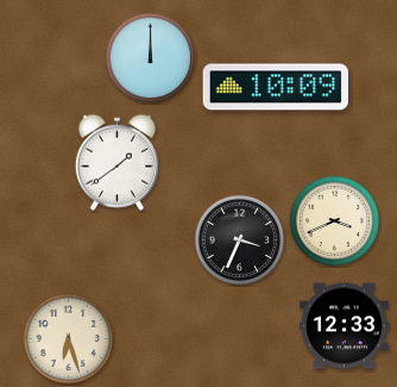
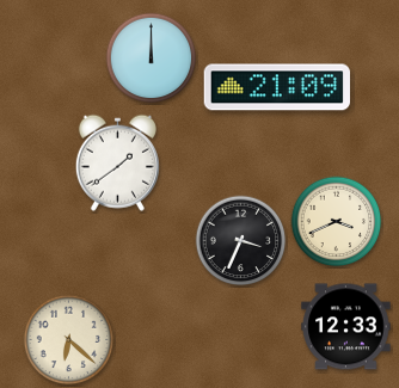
clock at (275, 87): 10:09 -> 21:09
clock at (69, 339): 6:27 -> 6:22
